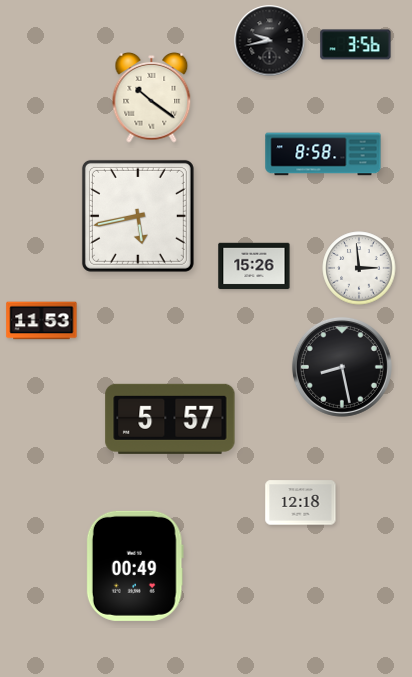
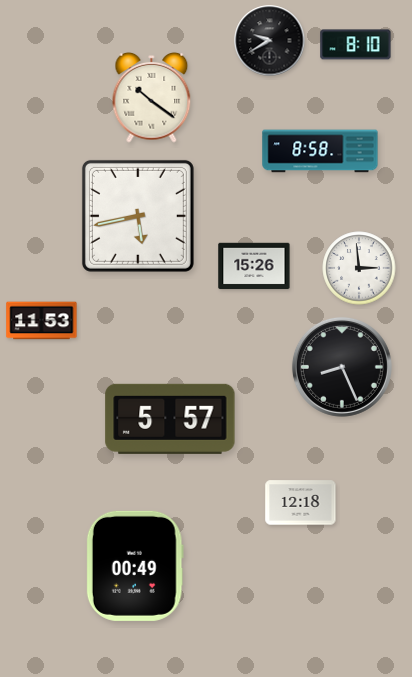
clock at (270, 41): 9:43 -> 9:40
clock at (356, 45): 3:56 -> 8:10
clock at (323, 154) position: (323, 154) -> (320, 151)
clock at (342, 367): 8:28 -> 8:26
